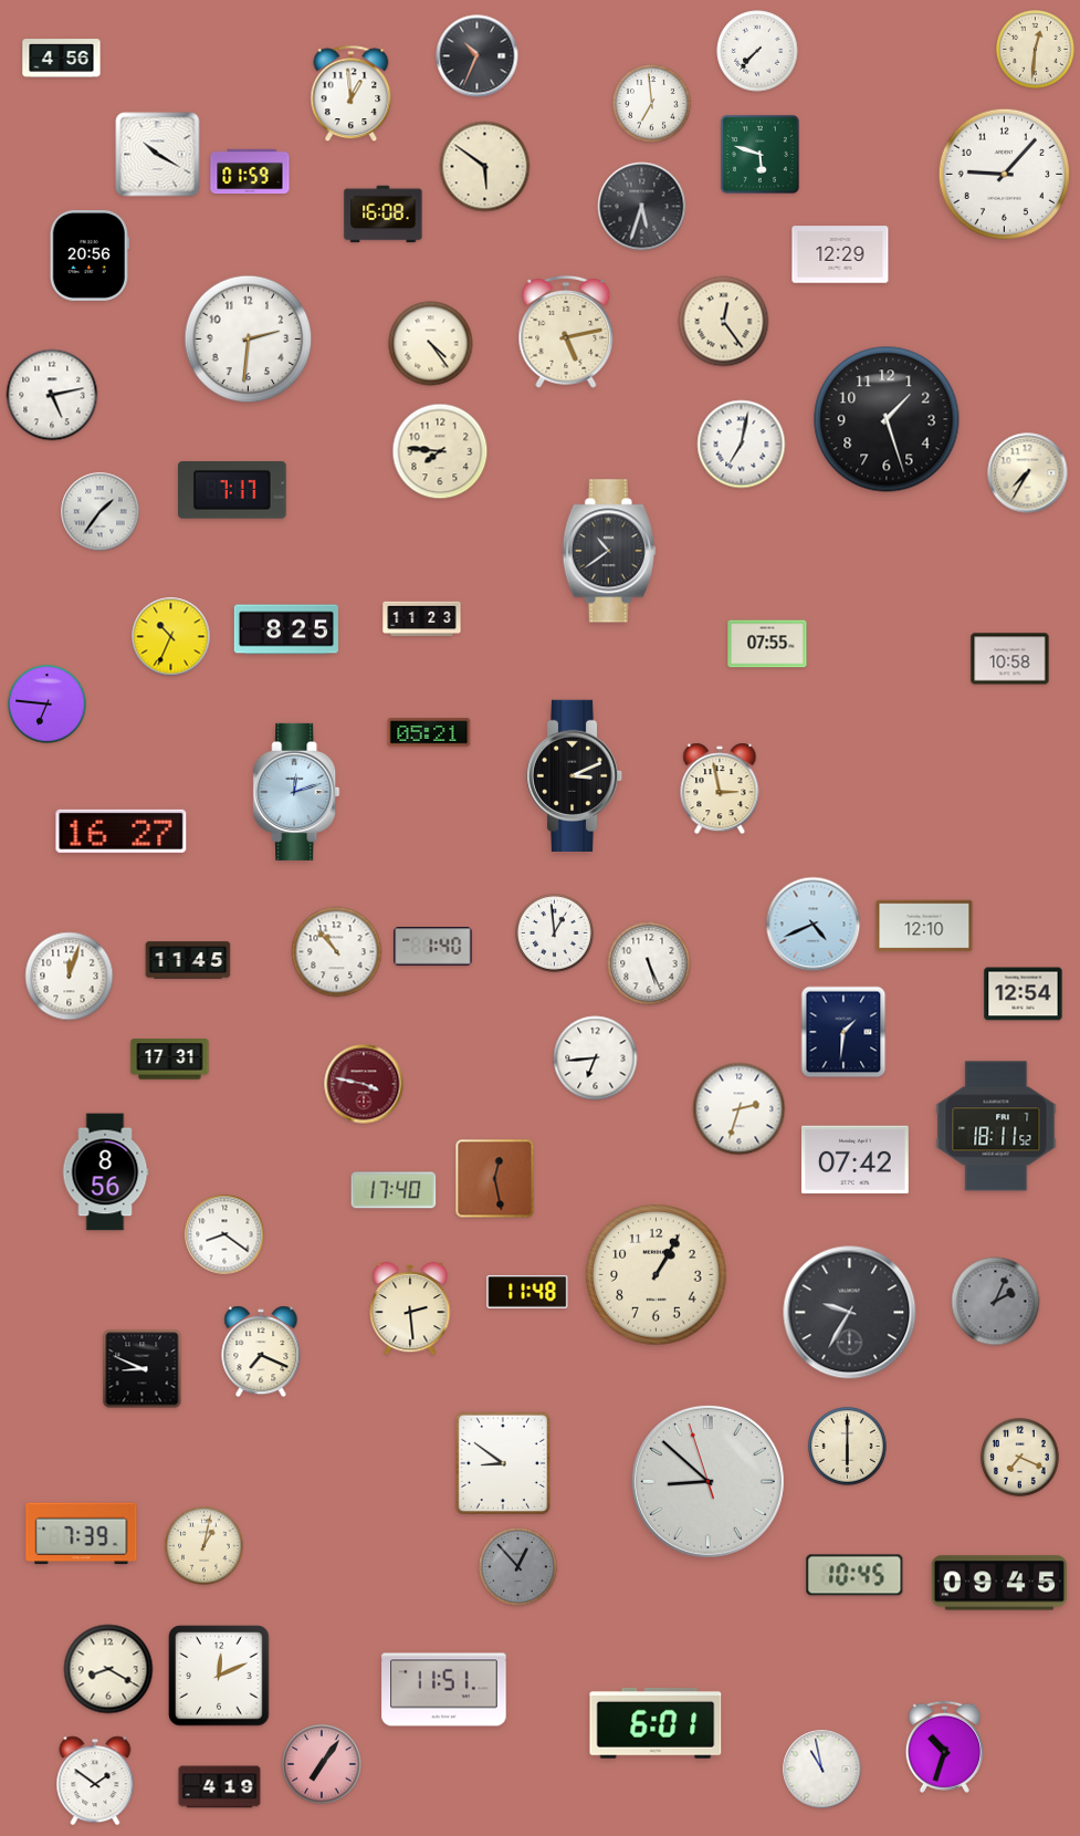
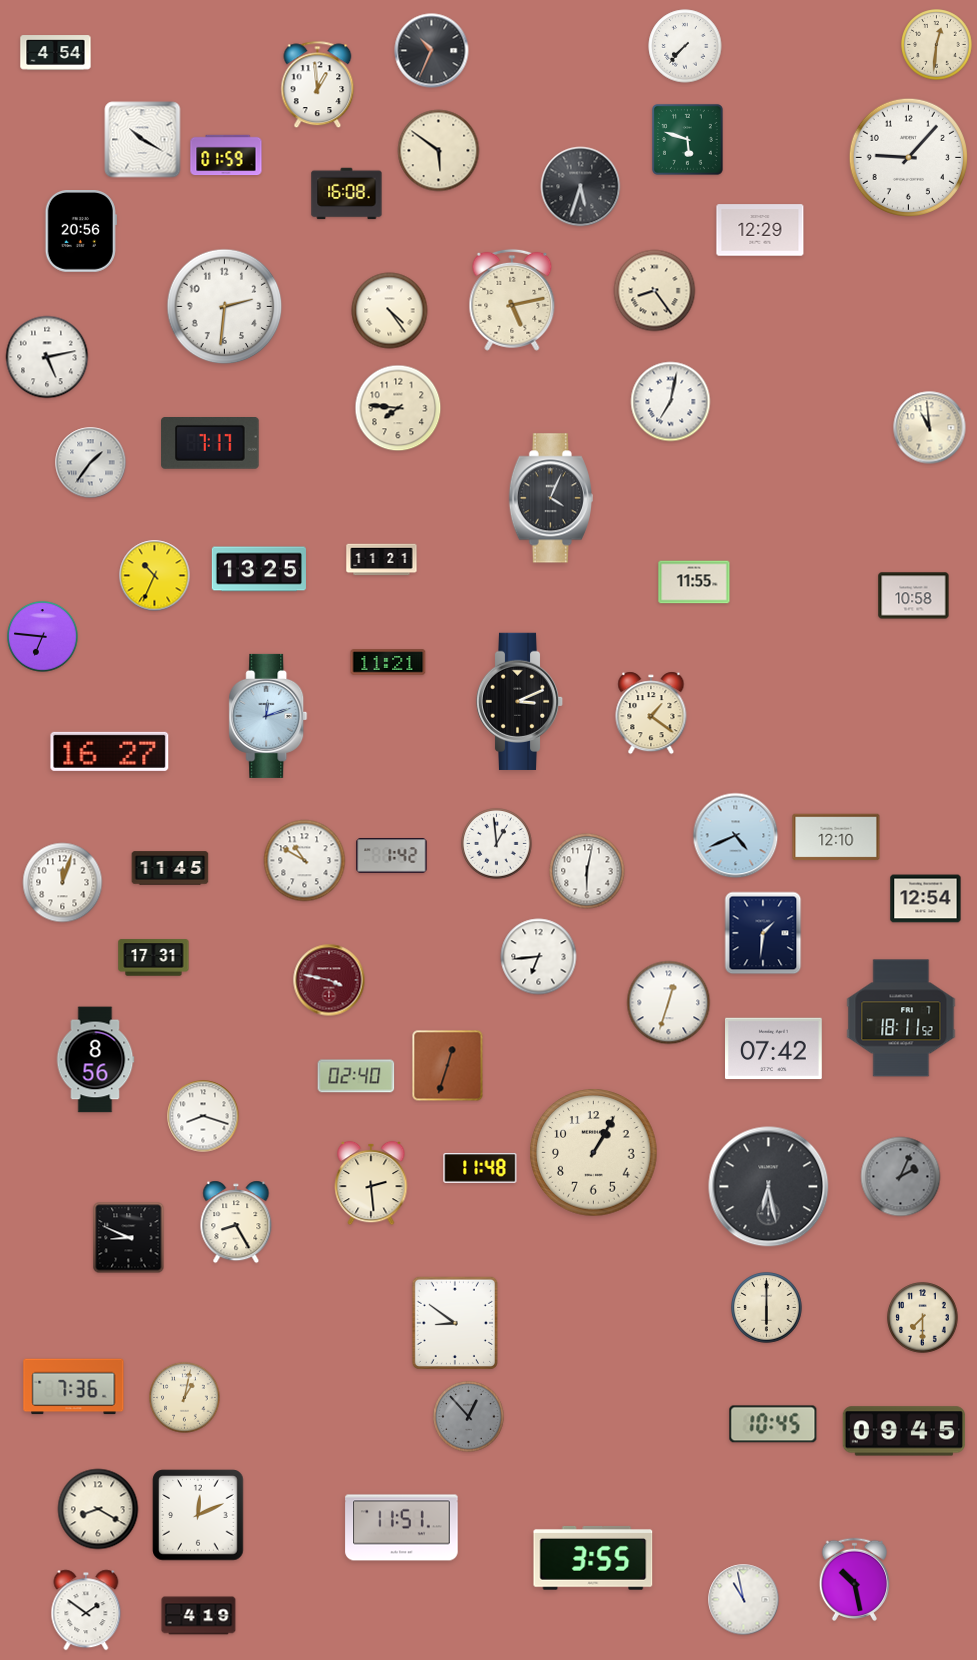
clock at (62, 59): 4:56 -> 4:54
clock at (652, 104): 6:59 -> none
clock at (724, 322): 12:24 -> 8:24
clock at (887, 419): 1:27 -> none
clock at (1028, 473): 7:35 -> 10:59
clock at (609, 551): 10:39 -> 4:04
clock at (422, 619): 11:23 -> 11:21
clock at (286, 629): 8:25 -> 13:25
clock at (767, 644): 07:55 -> 11:55
clock at (429, 732): 05:21 -> 11:21
clock at (720, 789): 2:58 -> 1:21
clock at (555, 933) position: (555, 933) -> (497, 844)
clock at (433, 947): 1:40 -> 1:42
clock at (337, 952): 10:53 -> 10:50
clock at (649, 963): 5:26 -> 6:02
clock at (740, 1109): 2:33 -> 12:33
clock at (495, 1179): 12:28 -> 12:33
clock at (394, 1190): 17:40 -> 02:40
clock at (224, 1234): 8:21 -> 8:18
clock at (527, 1293) position: (527, 1293) -> (480, 1169)
clock at (850, 1313): 9:35 -> 6:28
clock at (261, 1352): 7:19 -> 8:25
clock at (1020, 1458): 7:19 -> 7:30
clock at (707, 1481): 8:51 -> none
clock at (82, 1534): 7:39 -> 7:36
clock at (656, 1723): 6:01 -> 3:55
clock at (944, 1746): 10:33 -> 10:28
clock at (322, 1764): 7:06 -> none
